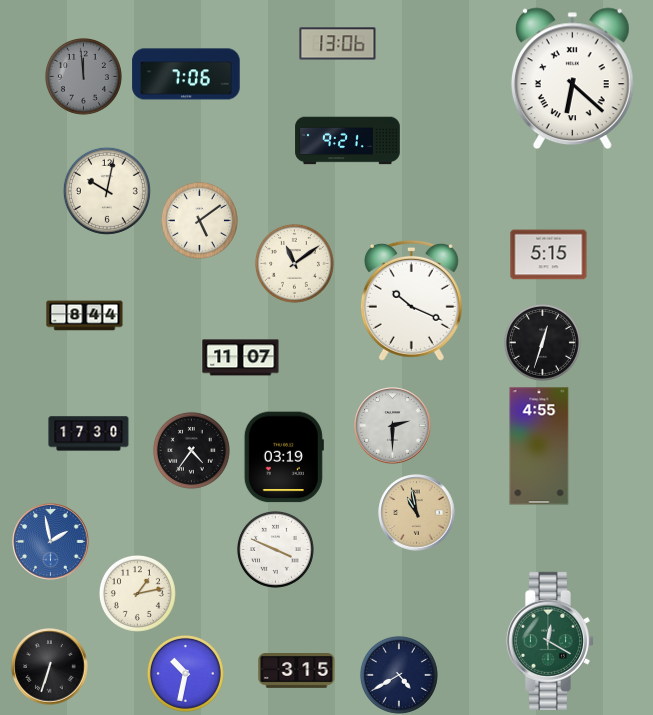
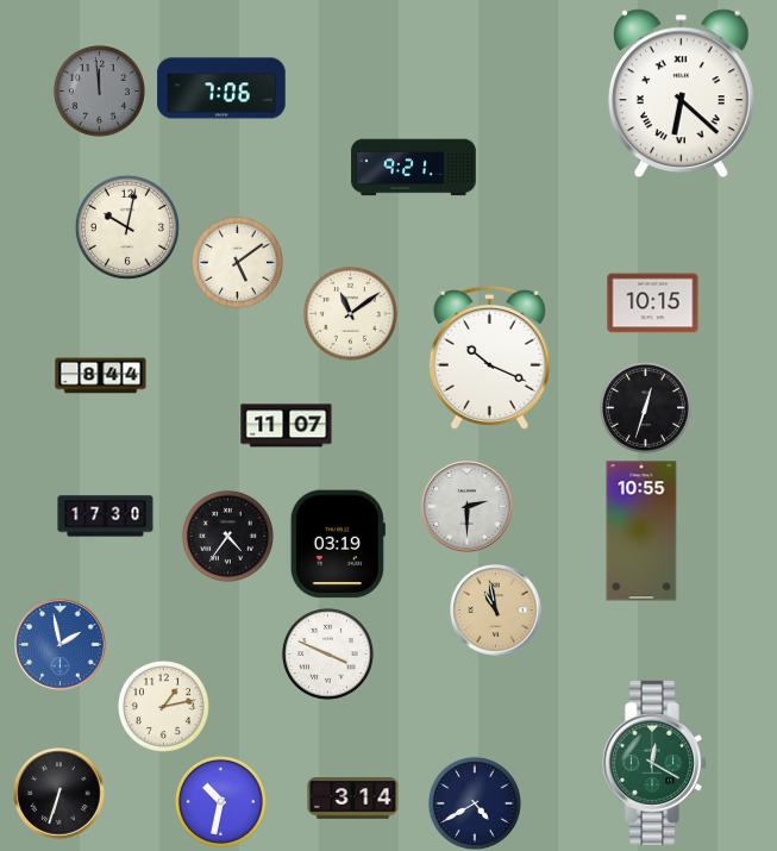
clock at (338, 44): 13:06 -> none
clock at (549, 255): 5:15 -> 10:15
clock at (539, 446): 4:55 -> 10:55
clock at (297, 671): 3:15 -> 3:14
